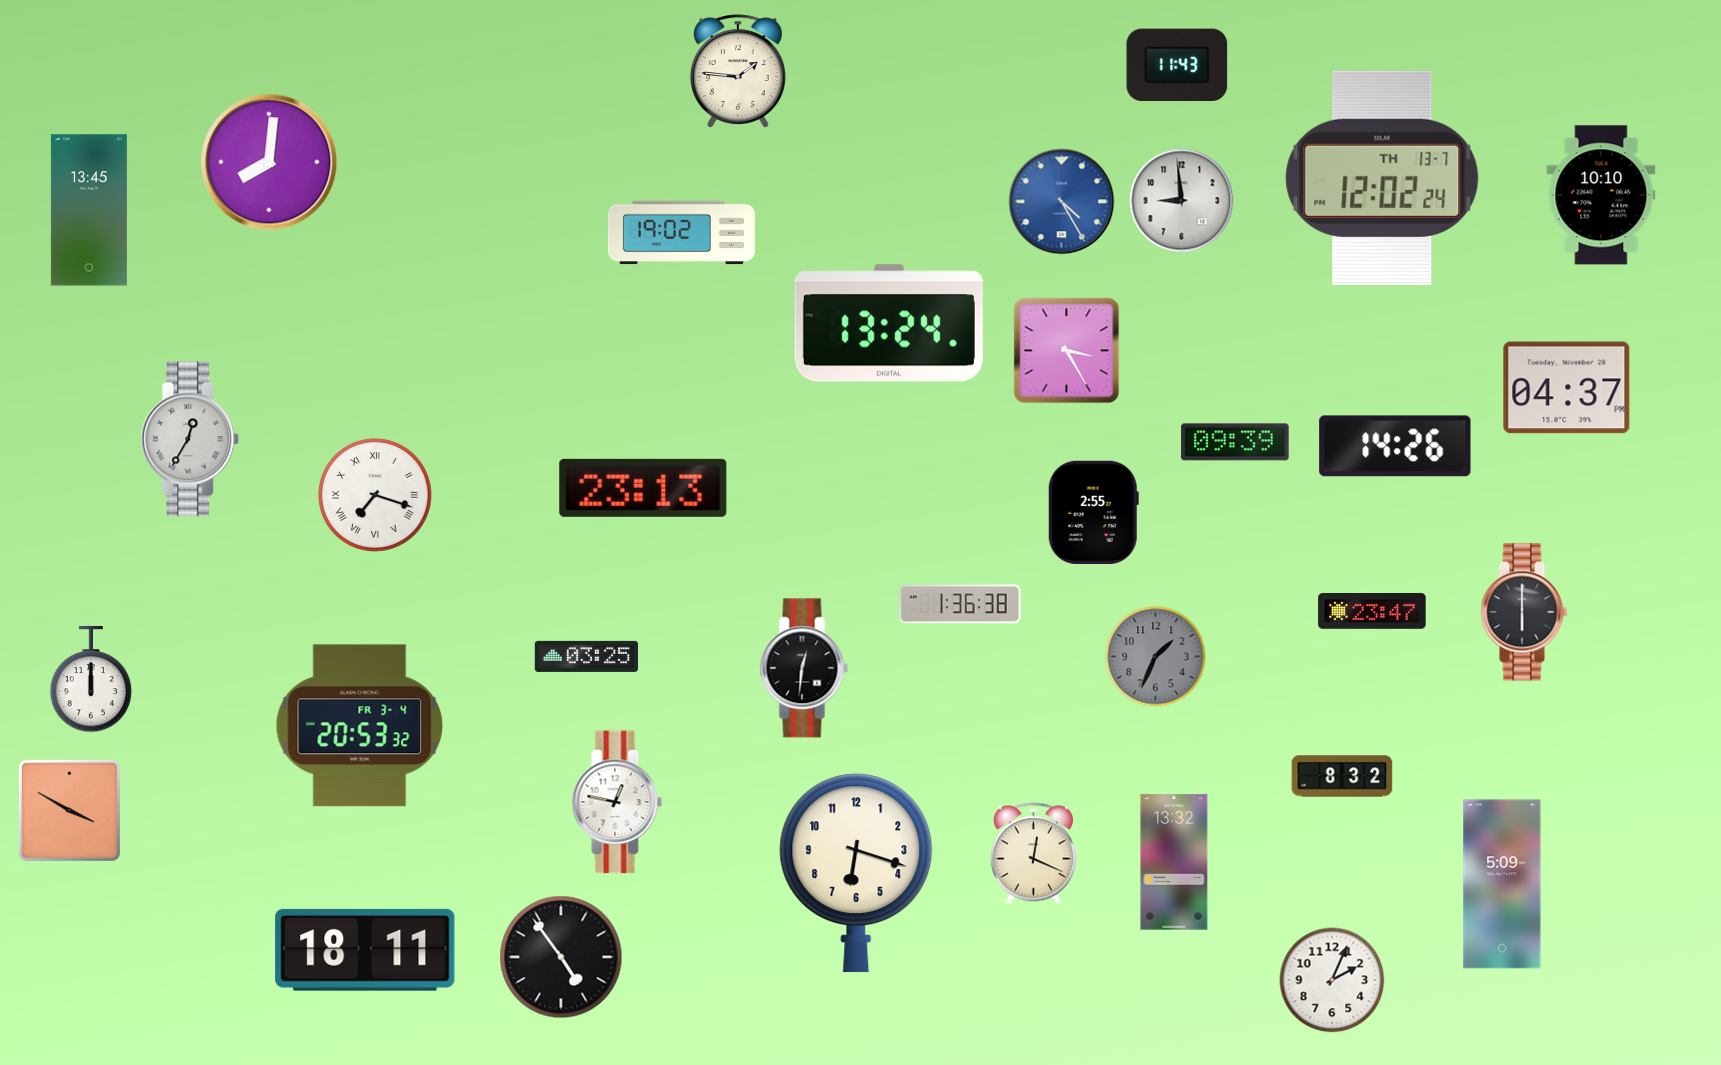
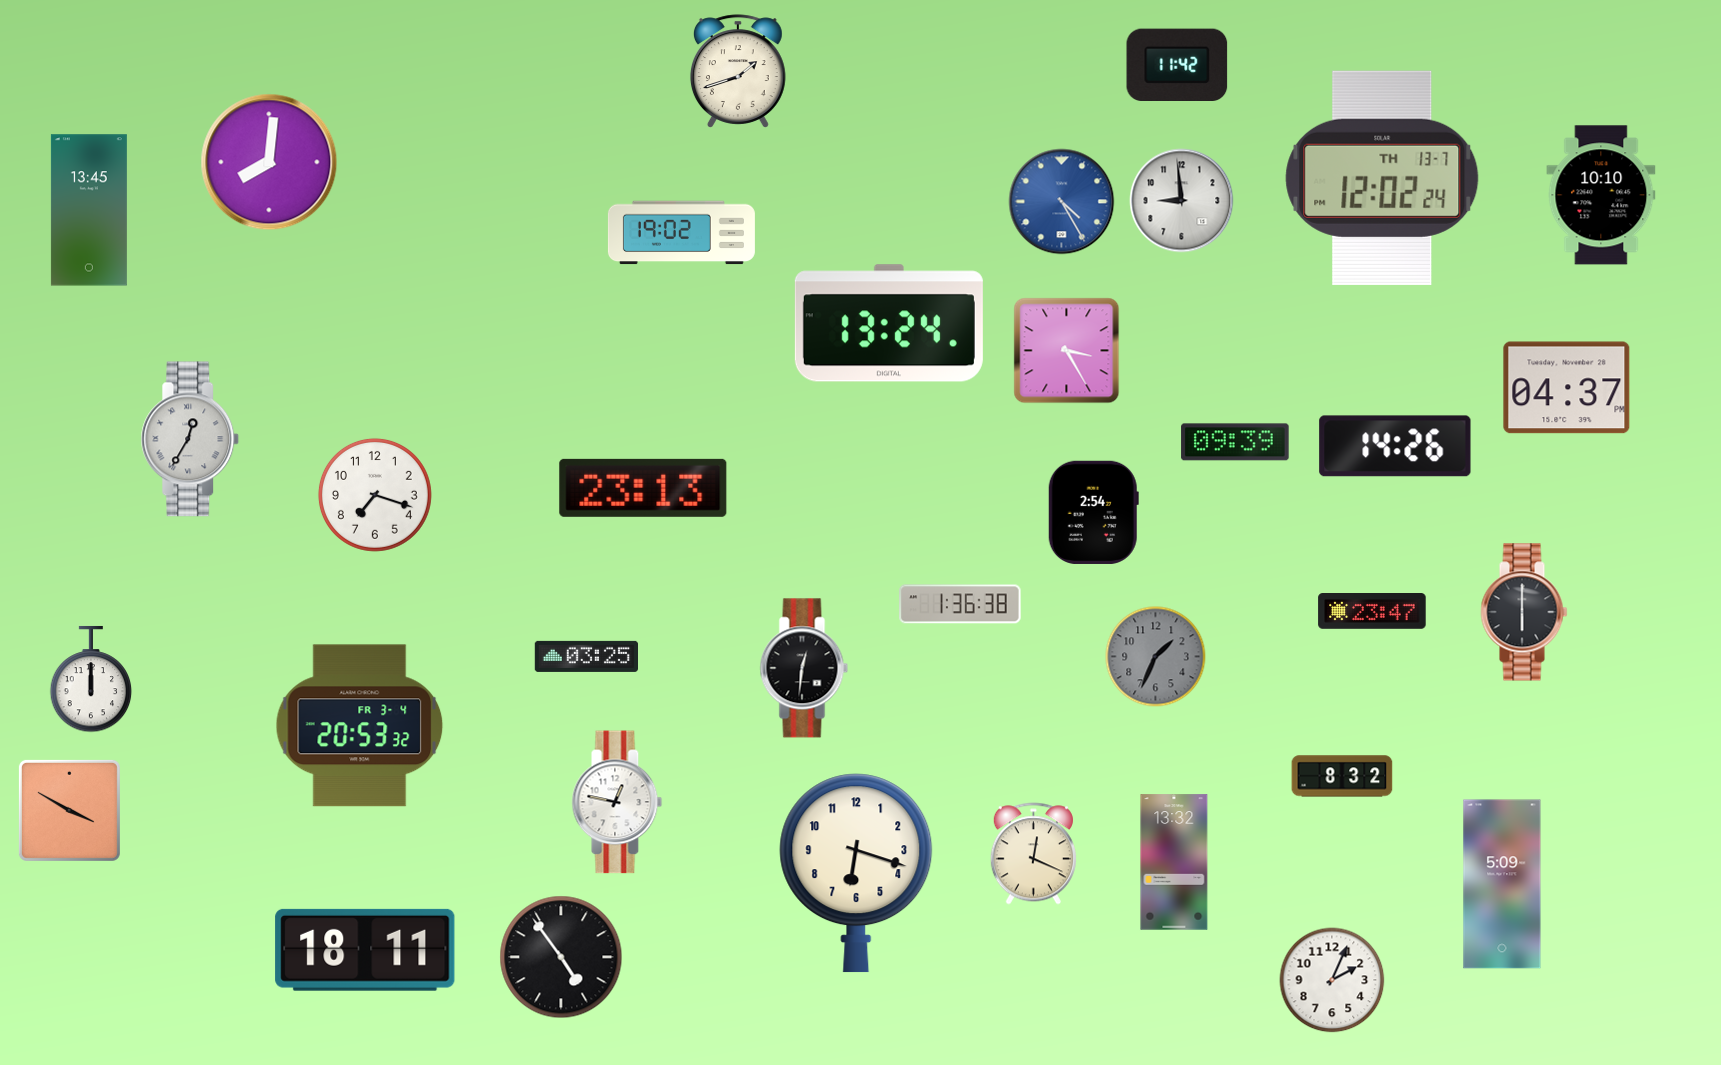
clock at (1177, 64): 11:43 -> 11:42
clock at (738, 71): 1:46 -> 1:42
clock at (375, 495) numerals: Roman -> Arabic
clock at (1093, 512): 2:55 -> 2:54
